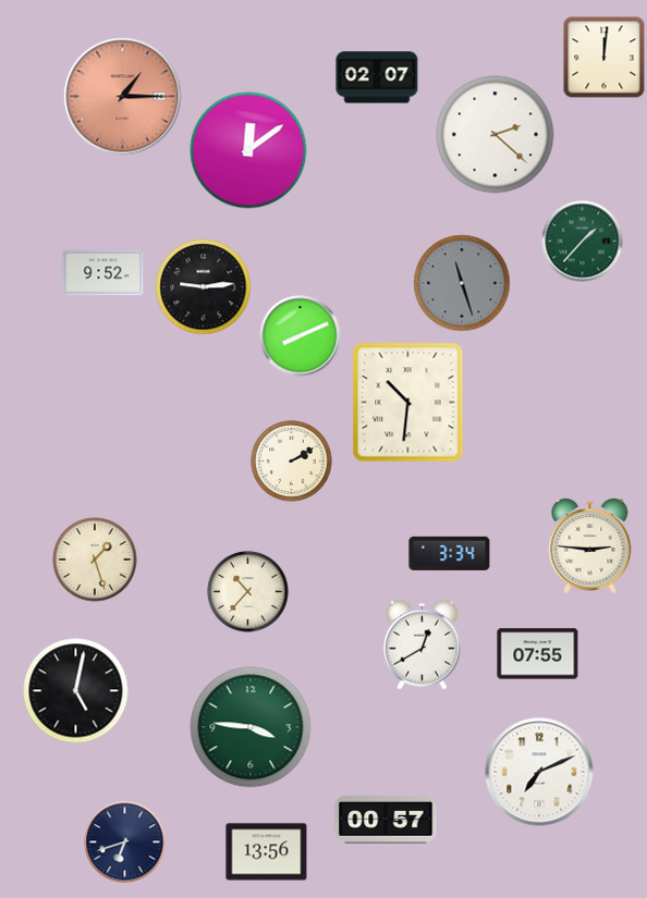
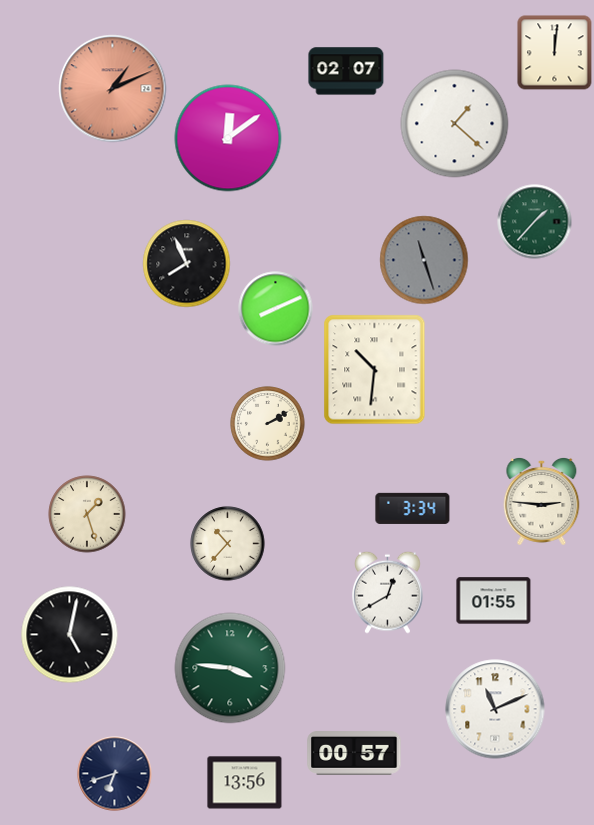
clock at (123, 97): 1:15 -> 1:11
clock at (496, 135): 2:22 -> 1:22
clock at (103, 273): 9:52 -> none
clock at (204, 287): 9:14 -> 7:56
clock at (538, 654): 07:55 -> 01:55
clock at (539, 772): 7:11 -> 11:11
